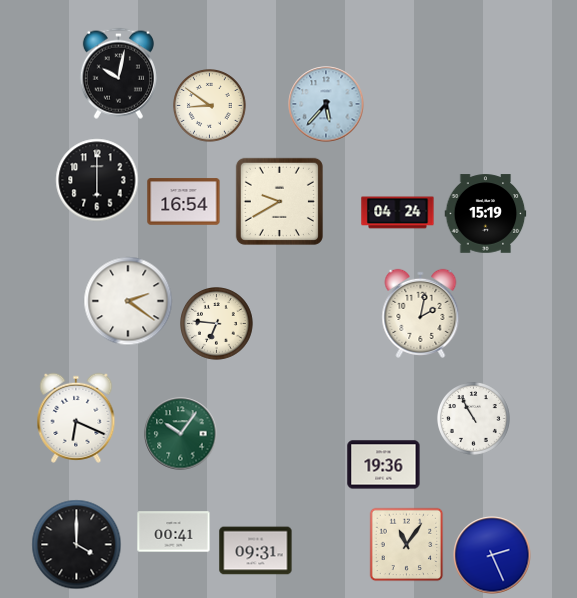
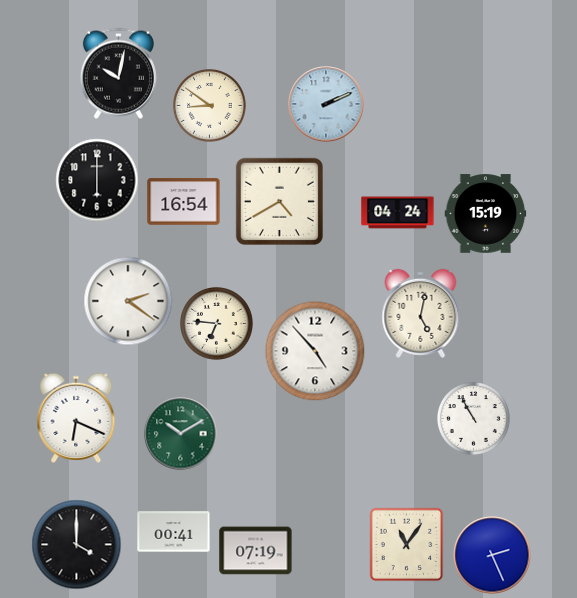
clock at (326, 104): 5:37 -> 2:11
clock at (279, 201): 9:40 -> 4:40
clock at (421, 313): 2:02 -> 5:02
clock at (315, 351): none -> 4:53
clock at (181, 434): 10:06 -> 10:10
clock at (384, 465): 19:36 -> none
clock at (256, 551): 09:31 -> 07:19
